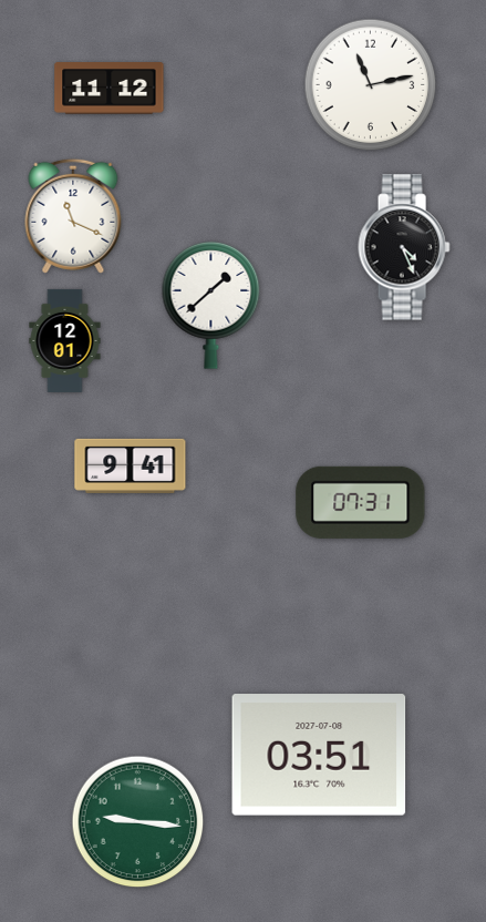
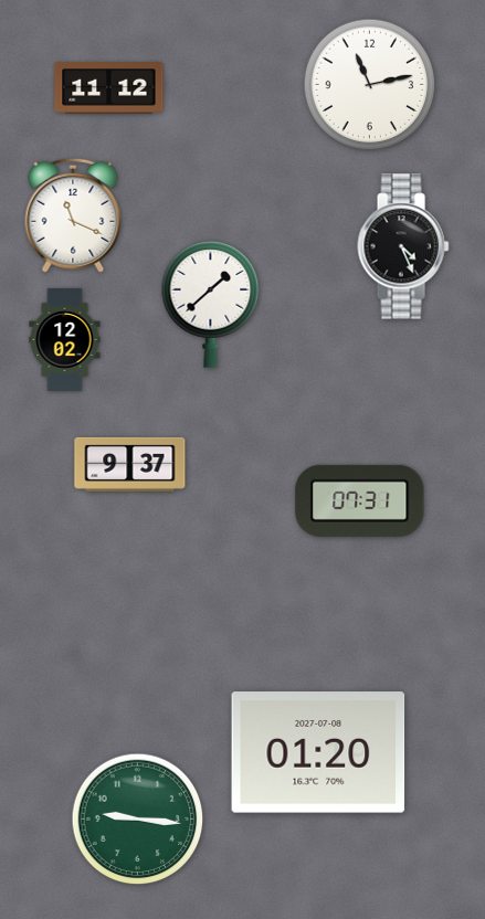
clock at (65, 340): 12:01 -> 12:02
clock at (131, 465): 9:41 -> 9:37
clock at (319, 755): 03:51 -> 01:20
